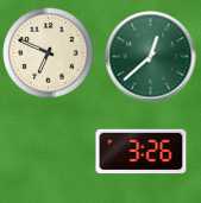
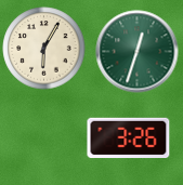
clock at (49, 53): 6:49 -> 6:05
clock at (151, 57): 12:38 -> 12:33
